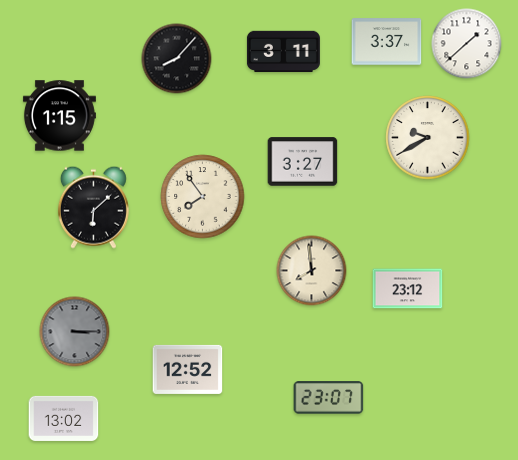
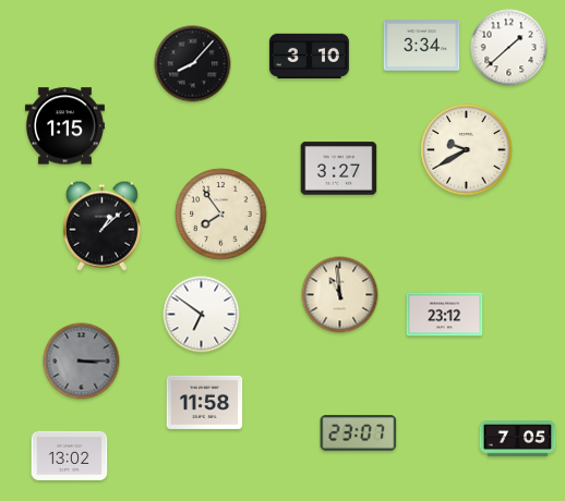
clock at (387, 42): 3:37 -> 3:34
clock at (283, 52): 3:11 -> 3:10
clock at (303, 162) position: (303, 162) -> (339, 169)
clock at (93, 207): 6:08 -> 1:08
clock at (312, 271): 7:59 -> 10:59
clock at (202, 315): none -> 6:51
clock at (188, 369): 12:52 -> 11:58
clock at (518, 439): none -> 7:05
